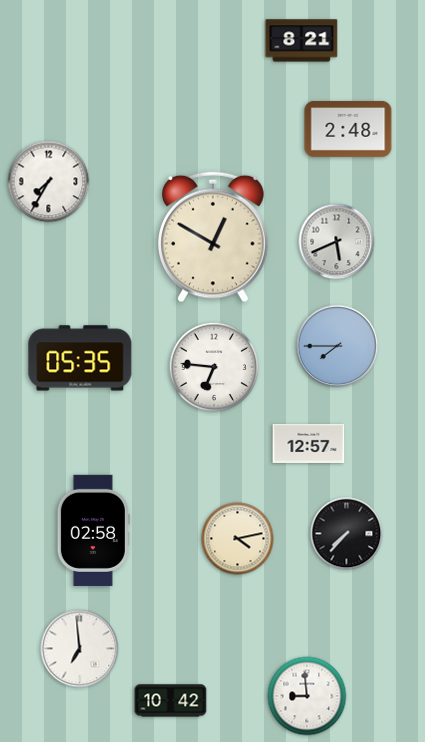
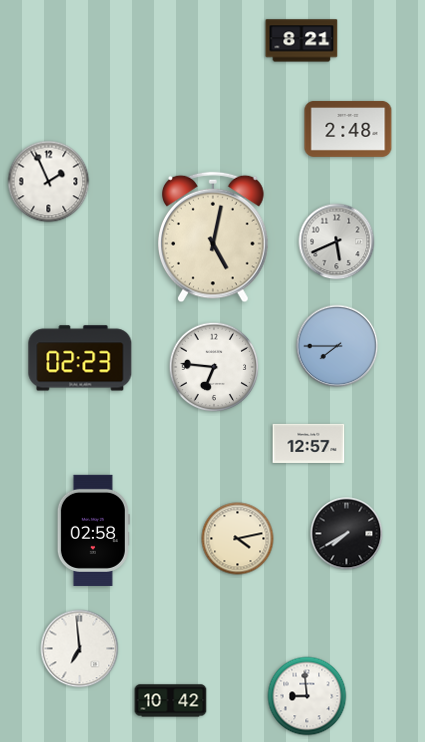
clock at (49, 182): 7:35 -> 1:56
clock at (214, 237): 12:50 -> 5:02
clock at (80, 358): 05:35 -> 02:23
clock at (347, 534): 7:37 -> 7:40
